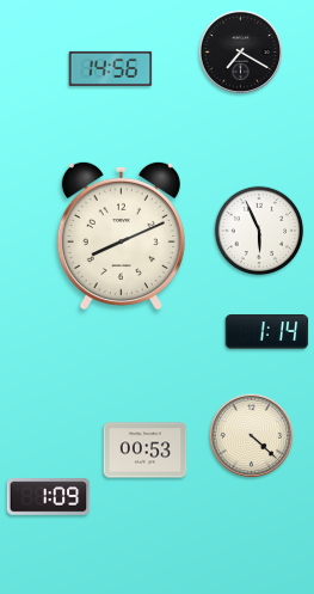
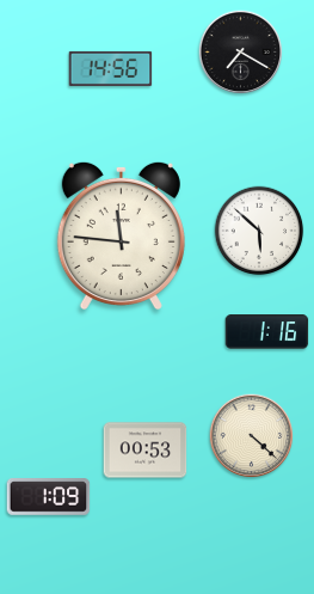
clock at (259, 231): 5:56 -> 5:52
clock at (121, 235): 8:11 -> 11:46
clock at (267, 332): 1:14 -> 1:16
